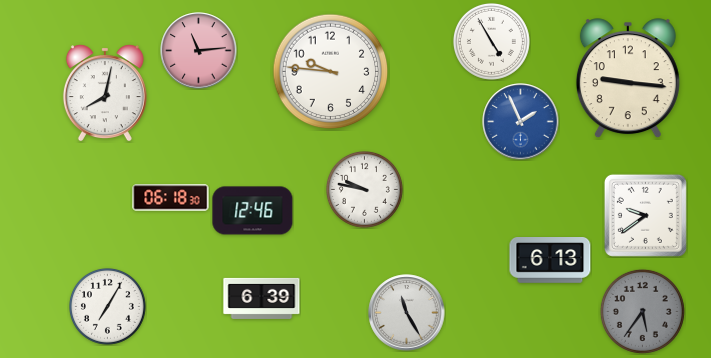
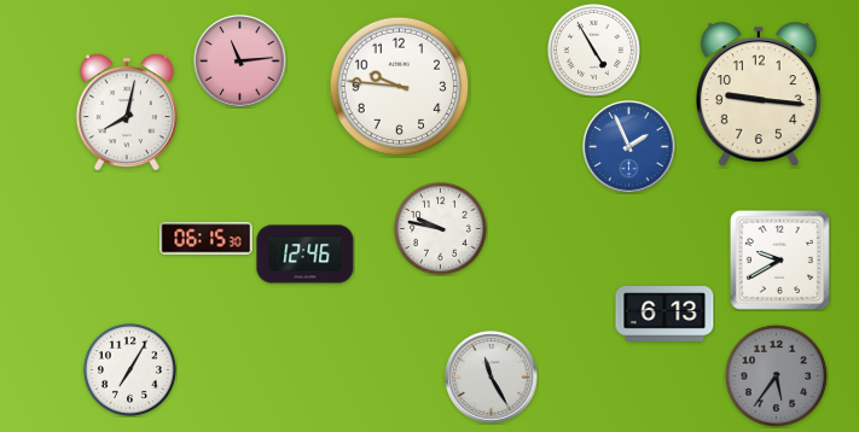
clock at (171, 198): 06:18 -> 06:15
clock at (645, 215): 9:39 -> 9:40
clock at (262, 298): 6:39 -> none
